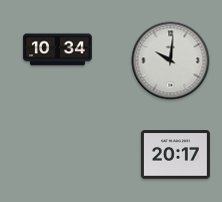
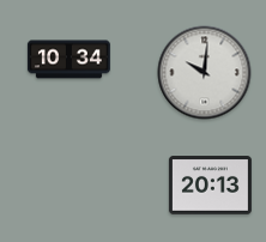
clock at (175, 155): 20:17 -> 20:13
